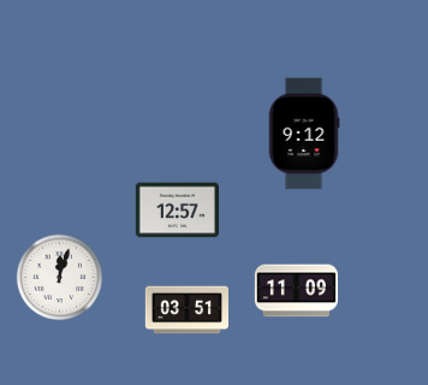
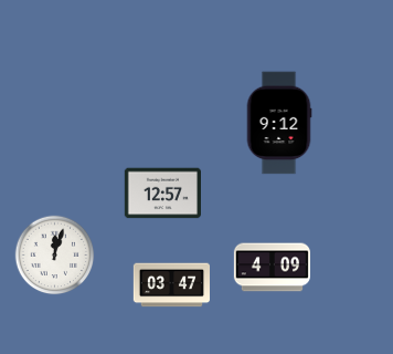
clock at (296, 291): 11:09 -> 4:09
clock at (186, 310): 03:51 -> 03:47
